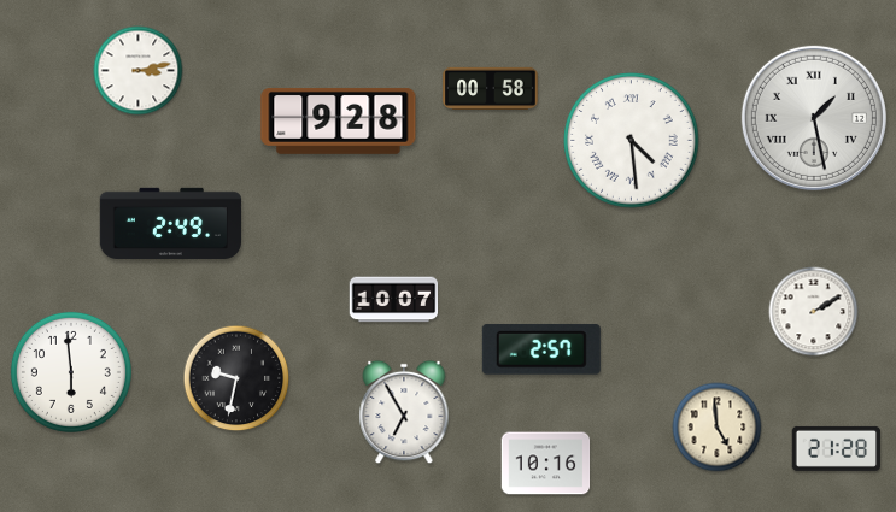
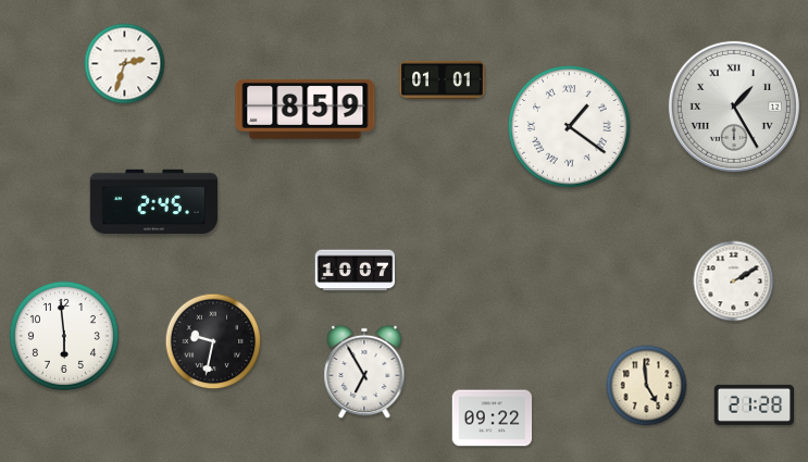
clock at (139, 71): 3:13 -> 2:33
clock at (491, 88): 00:58 -> 01:01
clock at (814, 118): 1:28 -> 1:25
clock at (339, 120): 9:28 -> 8:59
clock at (632, 141): 4:29 -> 1:21
clock at (170, 224): 2:49 -> 2:45
clock at (541, 349): 2:57 -> none
clock at (546, 464): 10:16 -> 09:22
